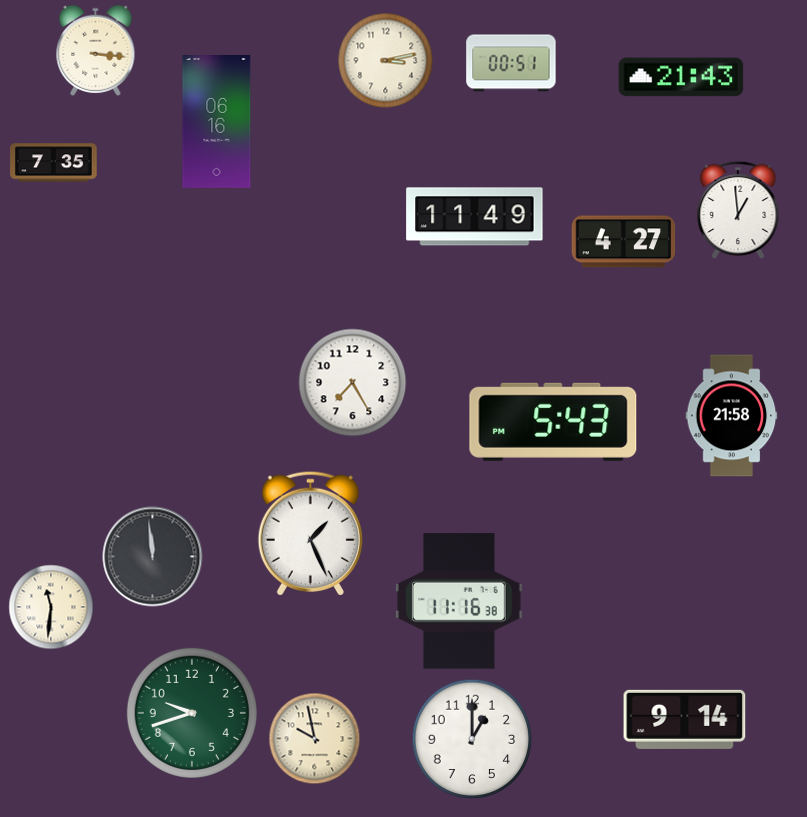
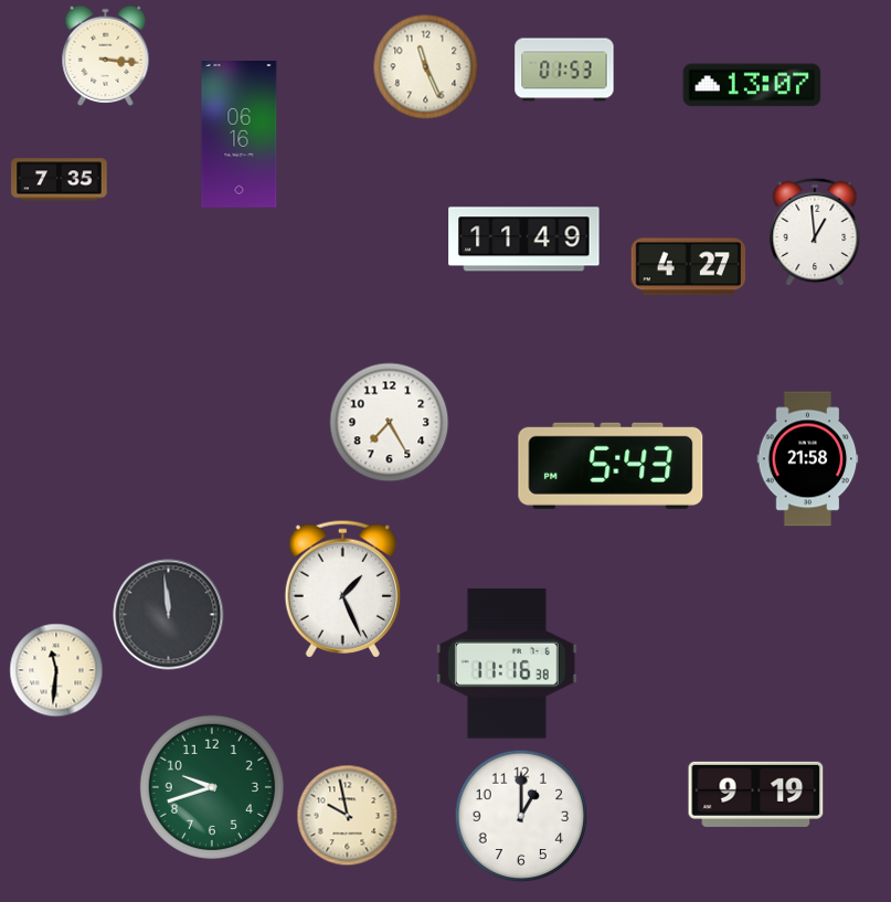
clock at (386, 61): 3:13 -> 11:26
clock at (511, 63): 00:51 -> 01:53
clock at (681, 77): 21:43 -> 13:07
clock at (685, 719): 9:14 -> 9:19
